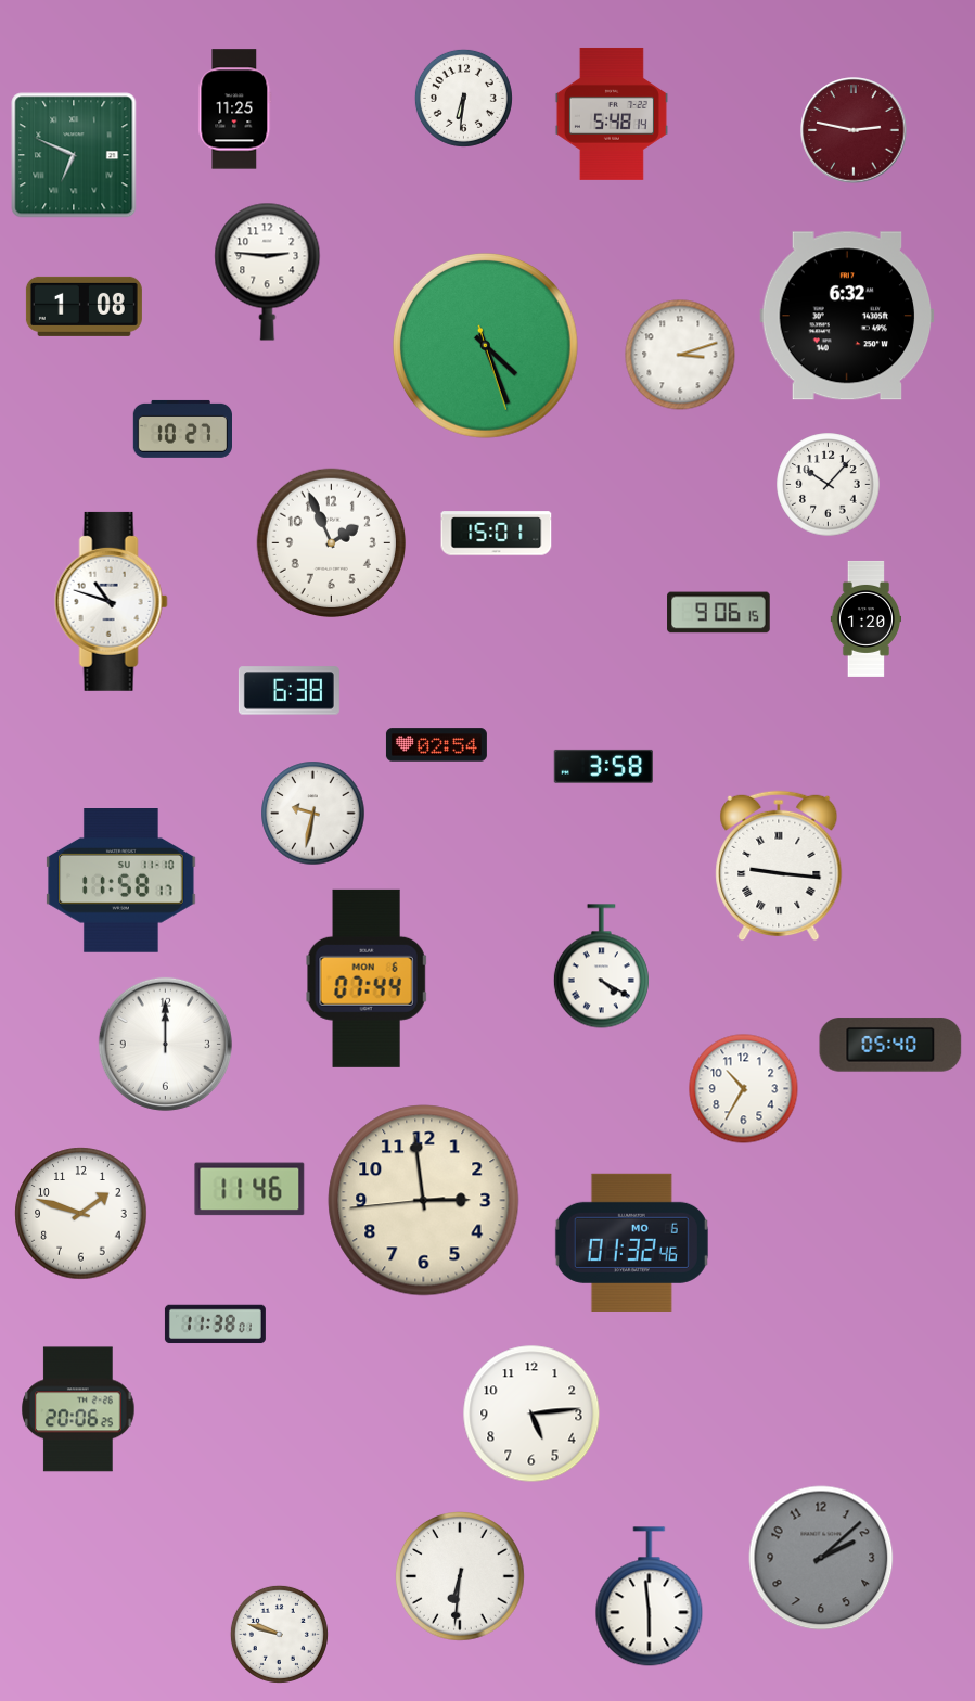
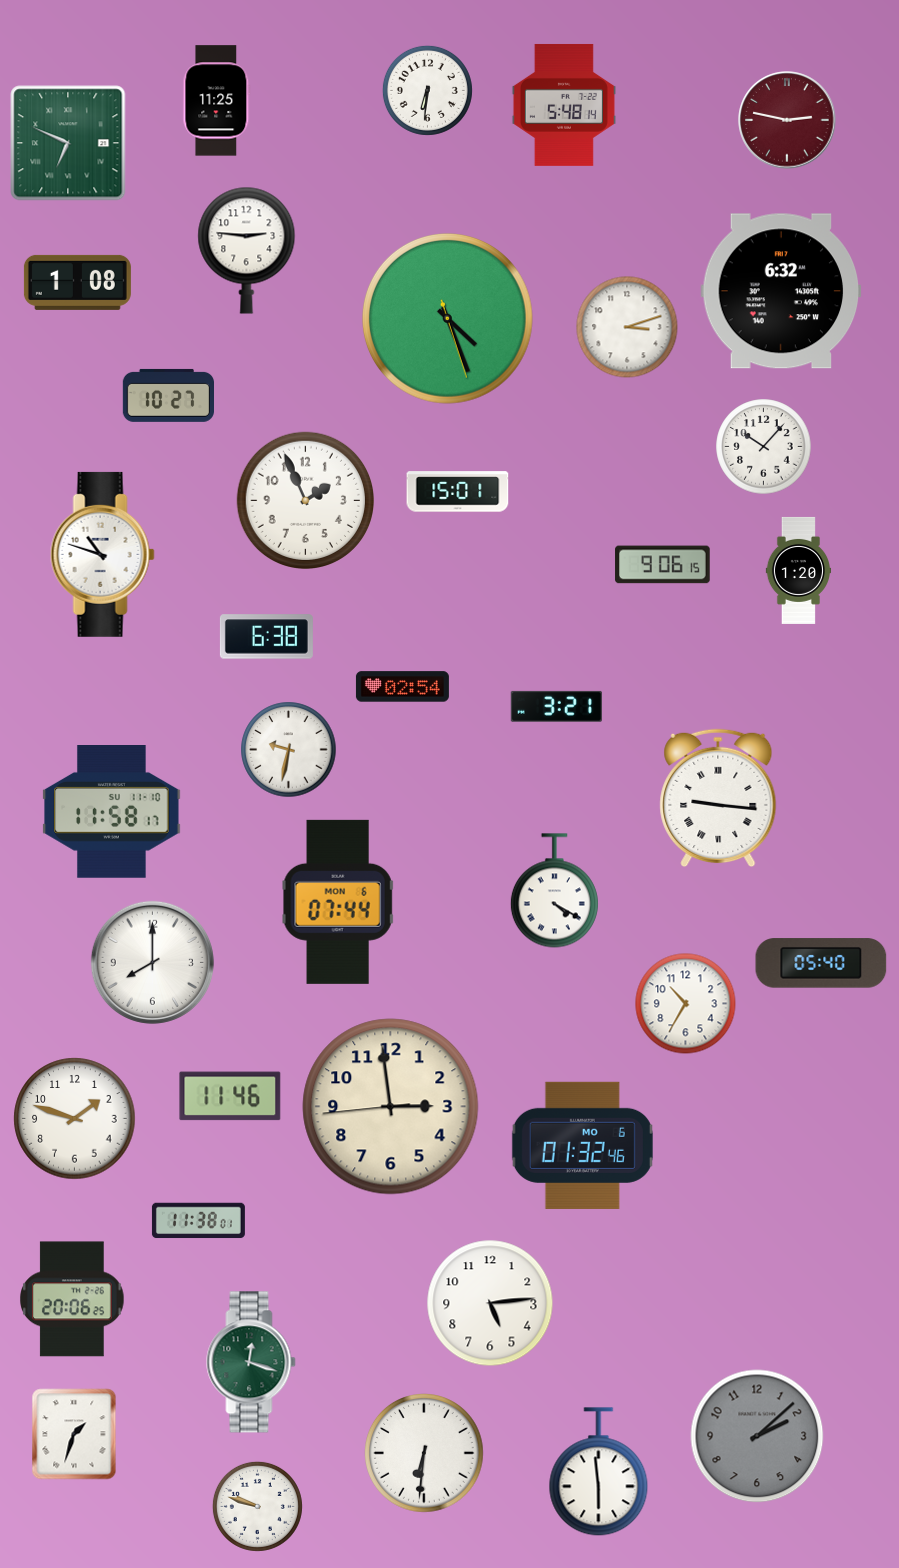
clock at (603, 766): 3:58 -> 3:21
clock at (165, 1044): 12:00 -> 8:00
clock at (251, 1362): none -> 12:18
clock at (74, 1434): none -> 1:33
